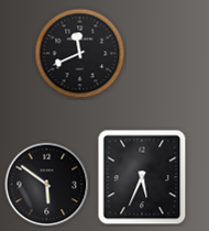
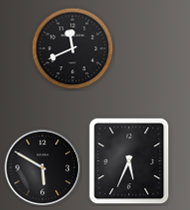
clock at (47, 185): 5:51 -> 5:50
